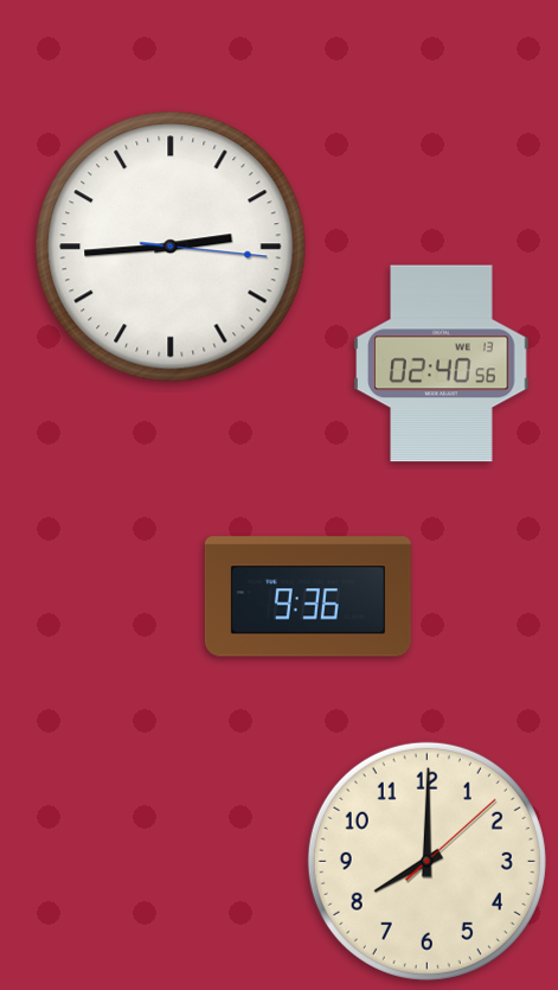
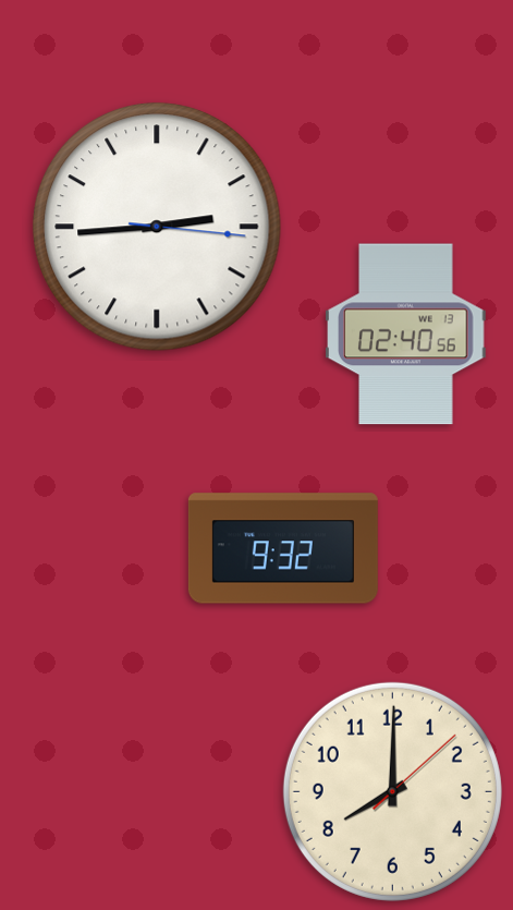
clock at (308, 596): 9:36 -> 9:32
